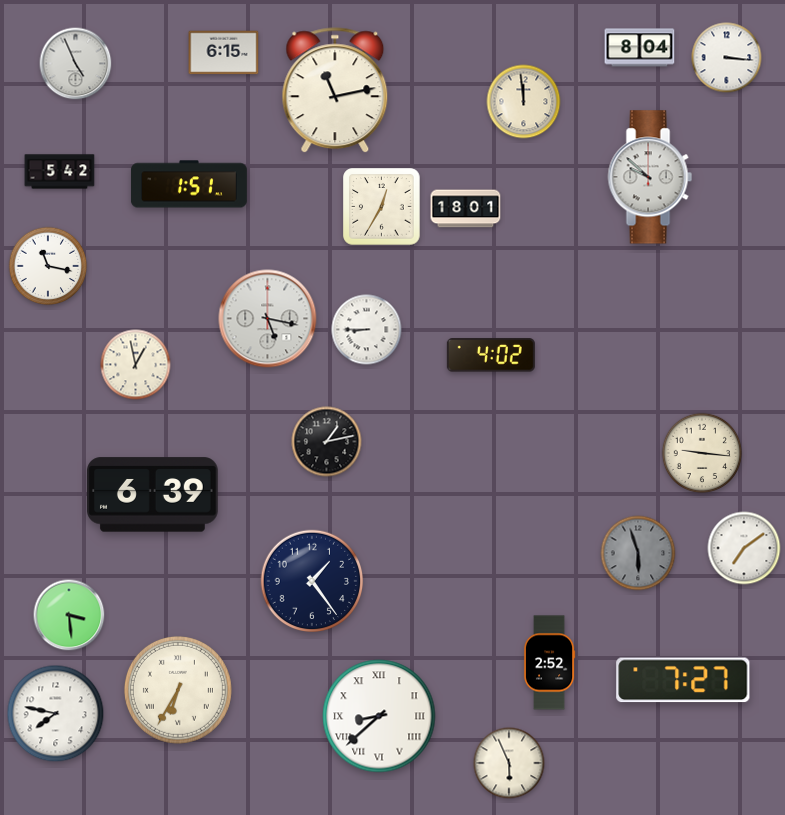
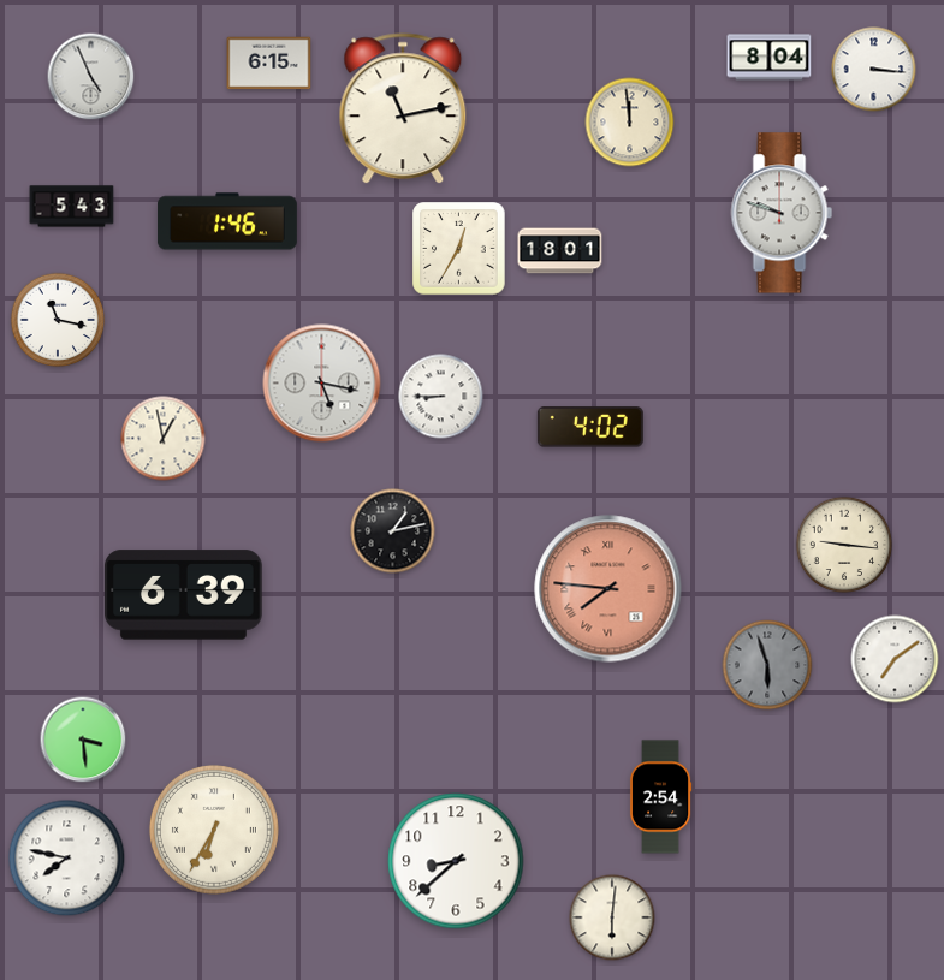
clock at (60, 172): 5:42 -> 5:43
clock at (650, 177): 9:52 -> 9:48
clock at (189, 184): 1:51 -> 1:46
clock at (608, 589): none -> 7:46
clock at (312, 581): 1:24 -> none
clock at (549, 663): 2:52 -> 2:54
clock at (683, 680): 7:27 -> none
clock at (379, 716) numerals: Roman -> Arabic
clock at (509, 763): 5:56 -> 6:01
